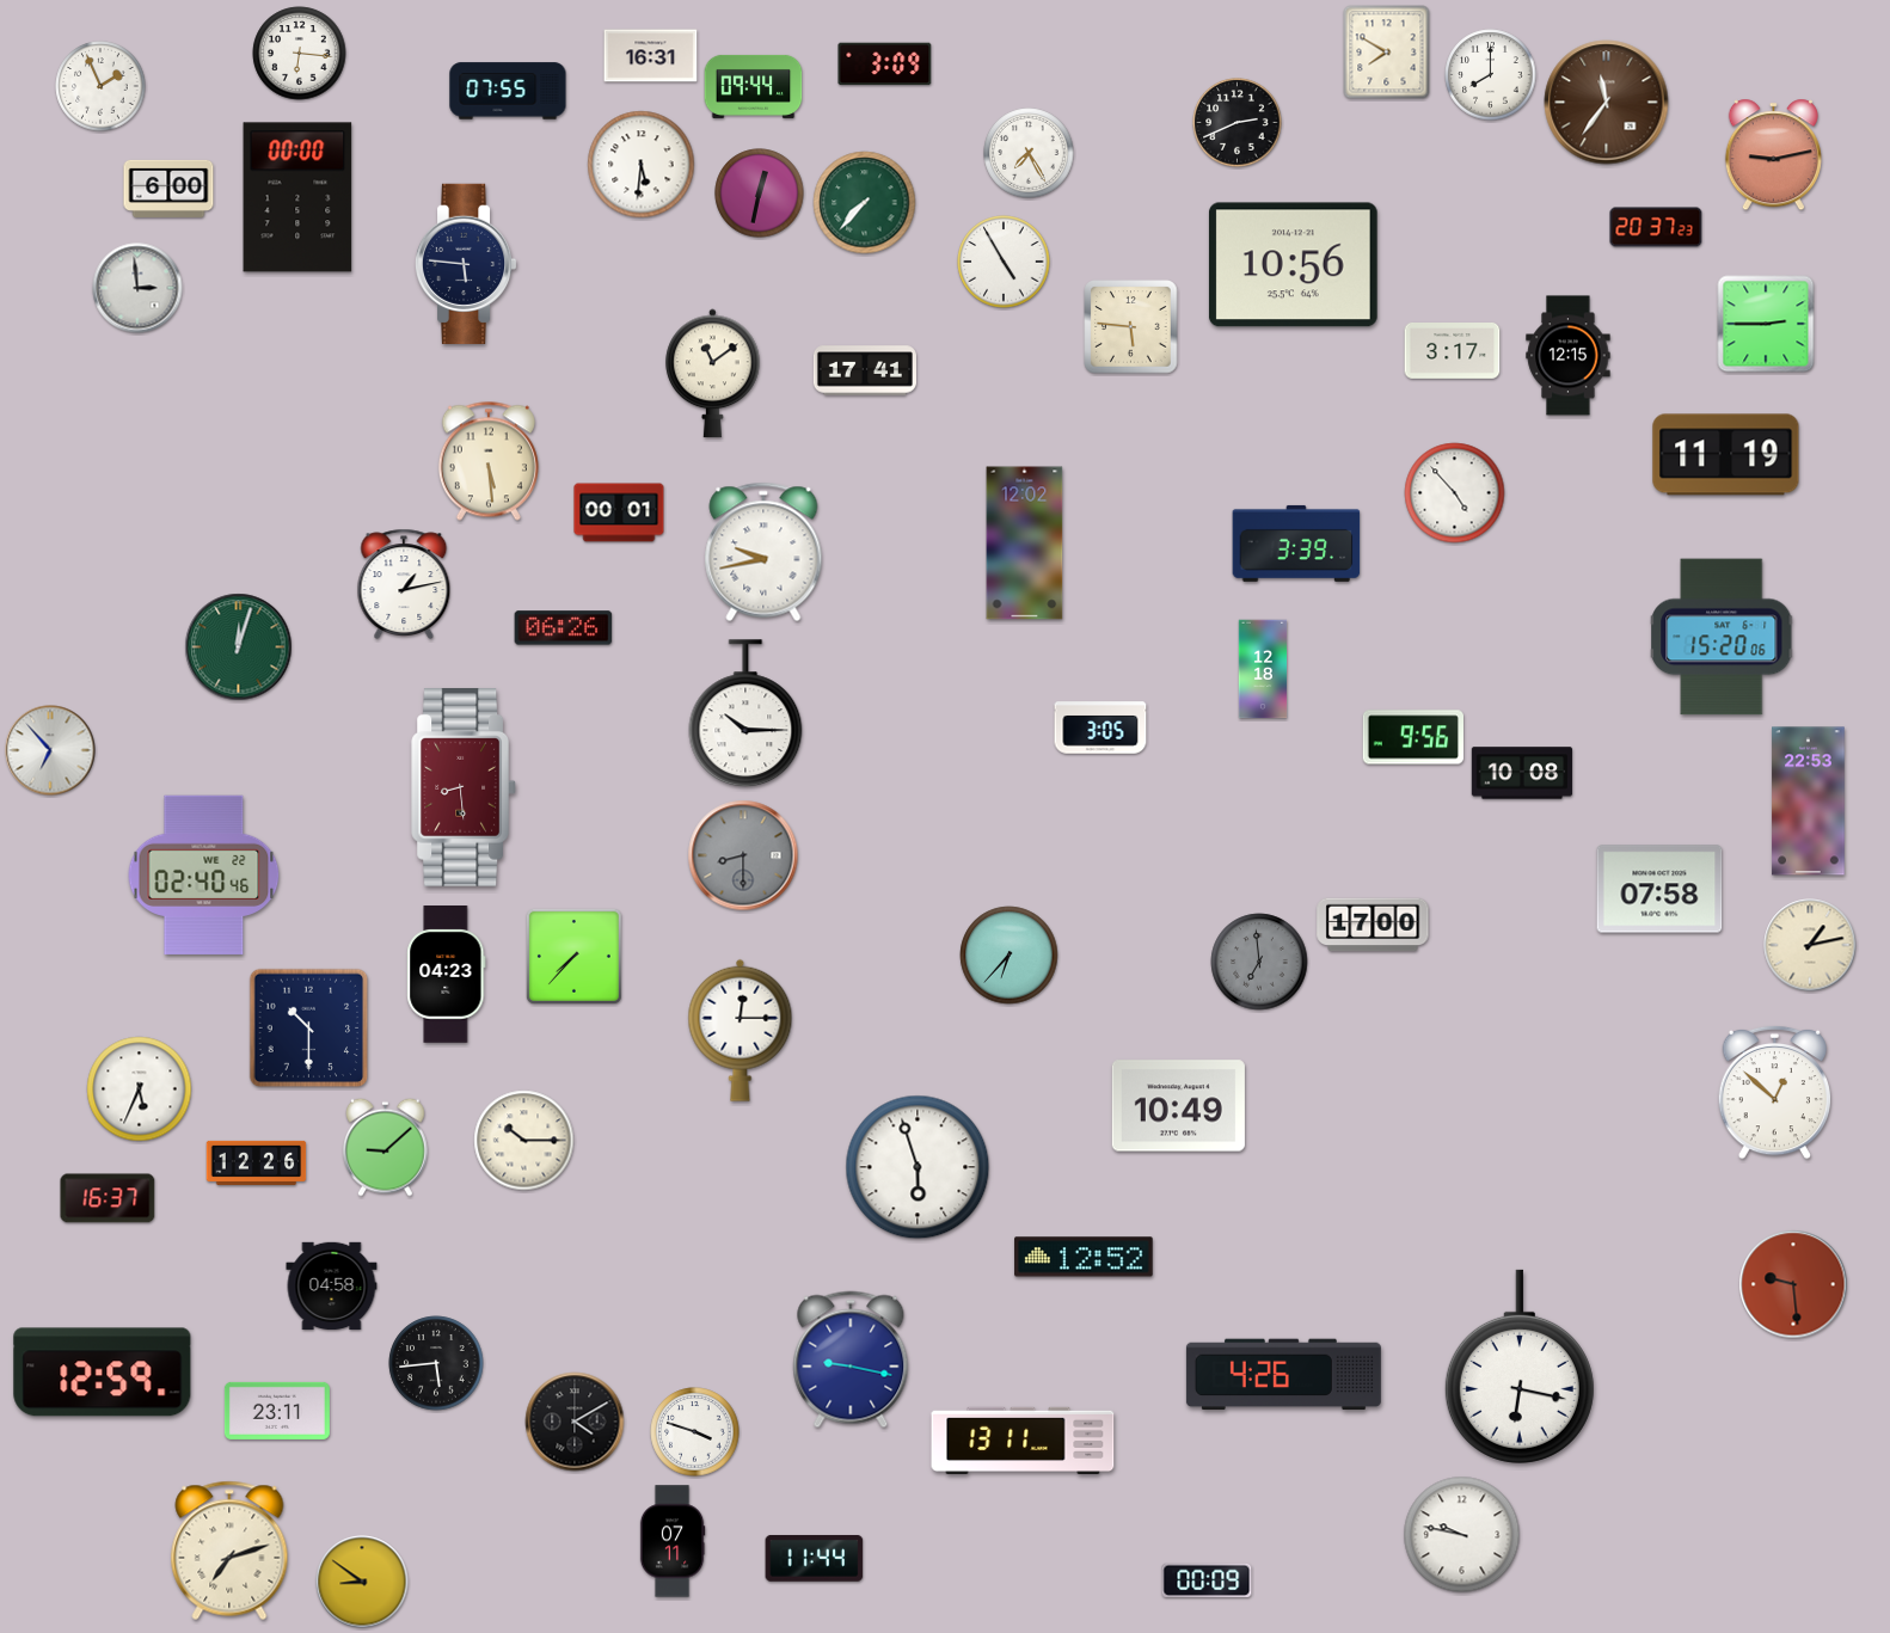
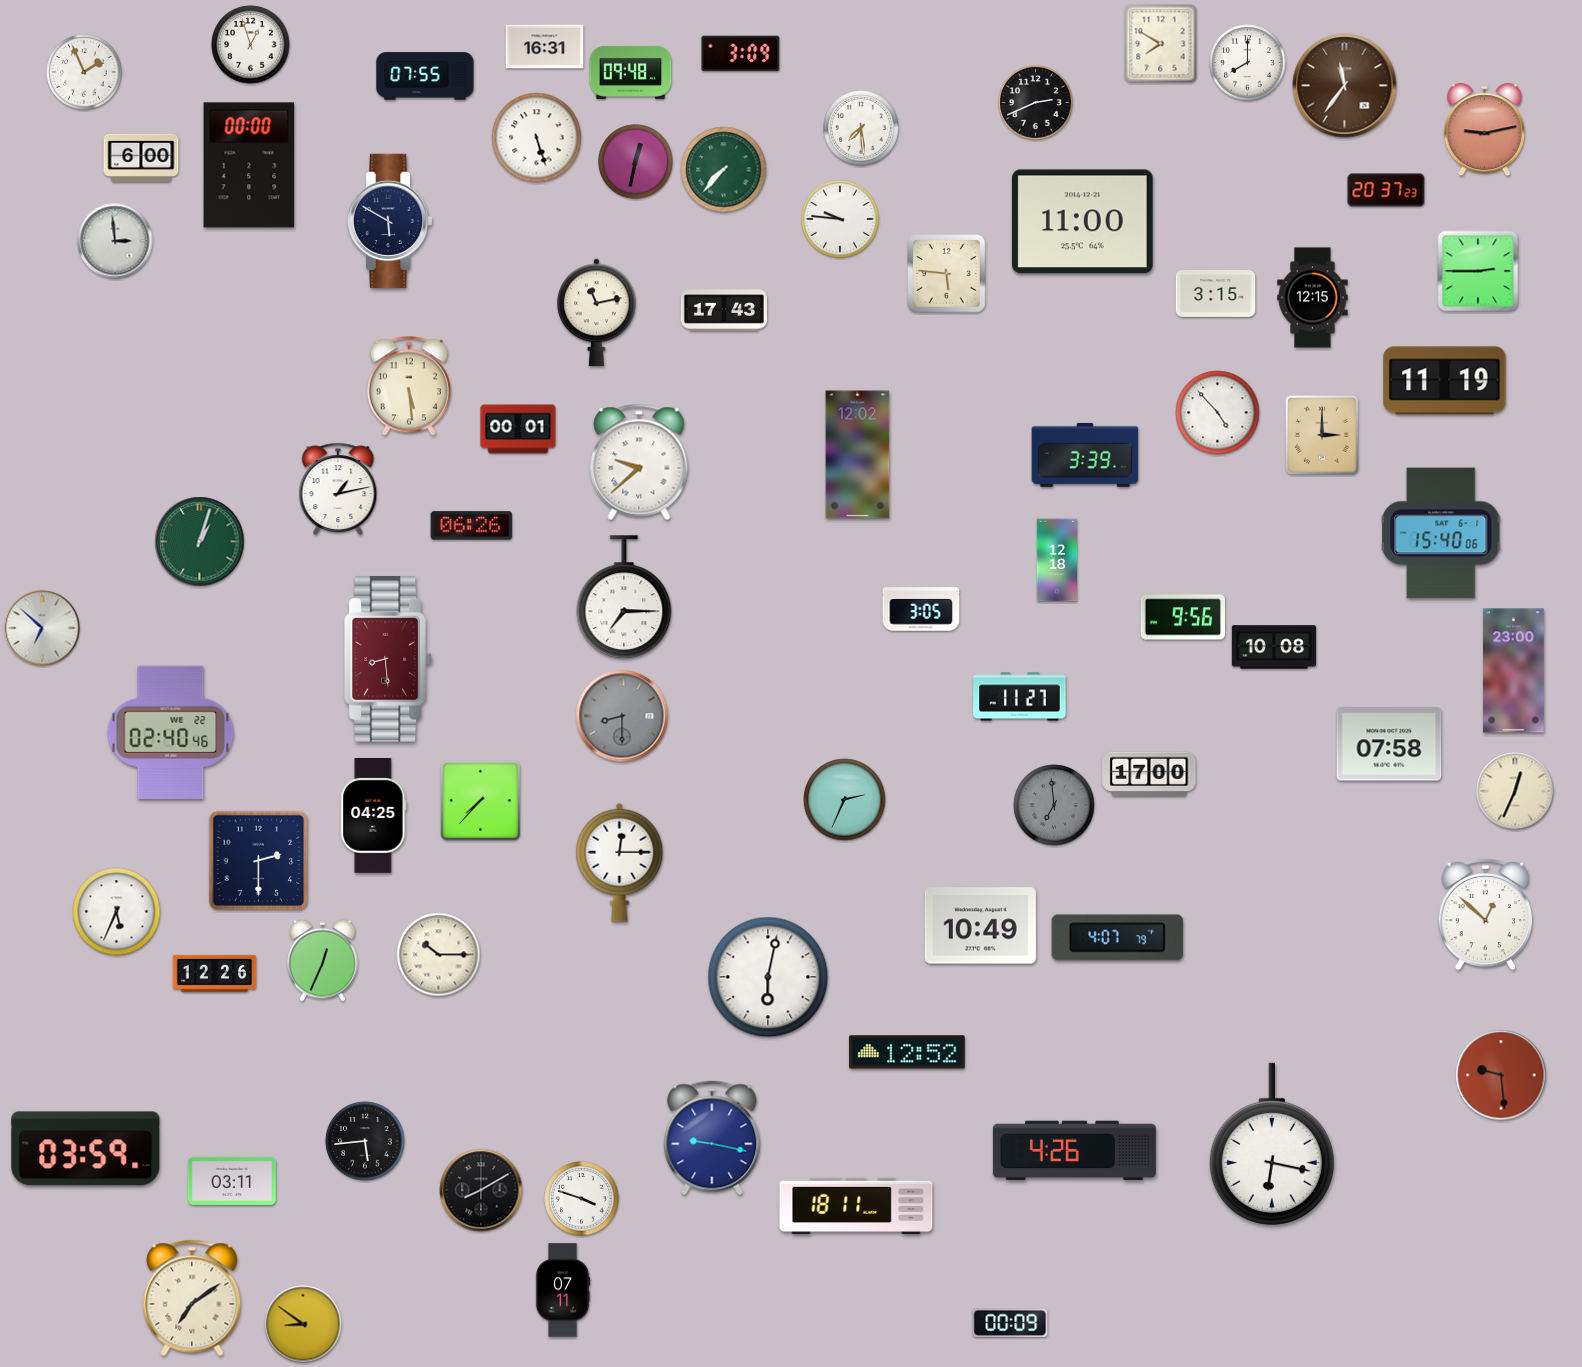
clock at (300, 54): 6:16 -> 12:57
clock at (754, 86): 09:44 -> 09:48
clock at (1029, 153): 7:25 -> 7:29
clock at (642, 165): 5:31 -> 5:27
clock at (1004, 262): 4:55 -> 9:46
clock at (466, 264): 5:46 -> 5:50
clock at (1293, 265): 10:56 -> 11:00
clock at (1453, 351): 3:17 -> 3:15
clock at (865, 370): 17:41 -> 17:43
clock at (713, 374): 11:09 -> 11:13
clock at (1323, 435): none -> 3:00
clock at (763, 552): 9:43 -> 9:38
clock at (1723, 637): 15:20 -> 15:40
clock at (239, 647): 12:03 -> 1:03
clock at (745, 714): 10:15 -> 7:15
clock at (50, 750): 6:53 -> 6:52
clock at (1809, 802): 22:53 -> 23:00
clock at (1020, 697): none -> 11:27
clock at (1810, 945): 1:13 -> 12:34
clock at (1010, 956): 6:37 -> 2:34
clock at (447, 975): 04:23 -> 04:25
clock at (309, 1029): 10:30 -> 2:30
clock at (1178, 1106) position: (1178, 1106) -> (980, 926)
clock at (1118, 938): none -> 4:07
clock at (386, 1147): 9:08 -> 12:34
clock at (918, 1167): 5:57 -> 6:02
clock at (108, 1198): 16:37 -> none
clock at (332, 1287): 04:58 -> none
clock at (103, 1373): 12:59 -> 03:59
clock at (277, 1411): 23:11 -> 03:11
clock at (575, 1422): 4:10 -> 8:10
clock at (1023, 1439): 13:11 -> 18:11
clock at (1462, 1535): 9:47 -> none
clock at (229, 1551): 7:12 -> 7:09
clock at (815, 1559): 11:44 -> none
